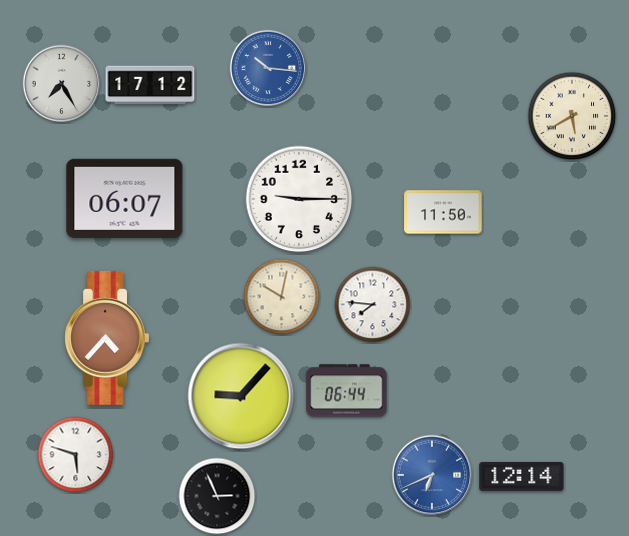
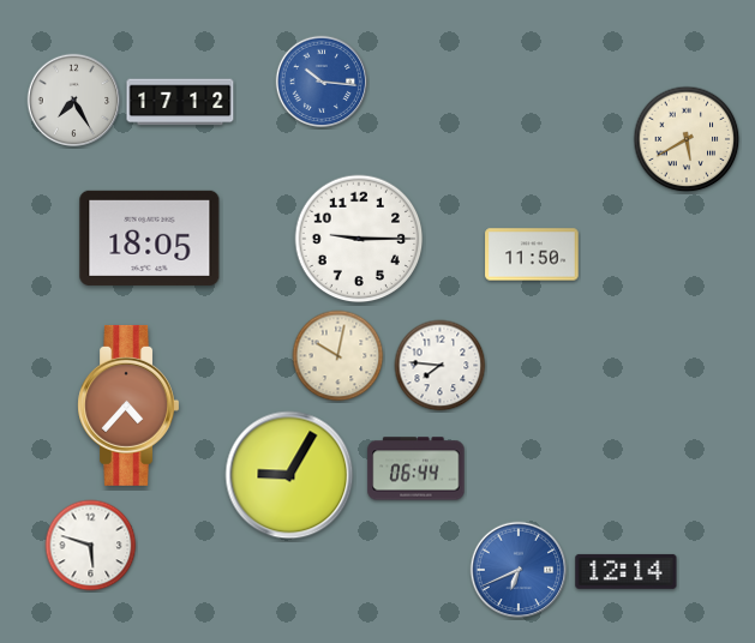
clock at (125, 198): 06:07 -> 18:05
clock at (373, 305) position: (373, 305) -> (441, 366)
clock at (241, 396): 9:07 -> 9:05
clock at (217, 496): 2:56 -> none
